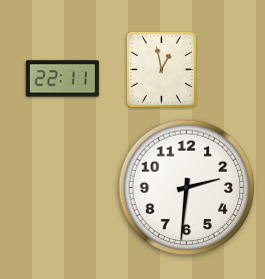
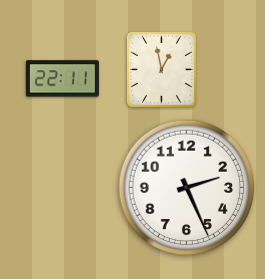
clock at (187, 188): 2:31 -> 2:26
